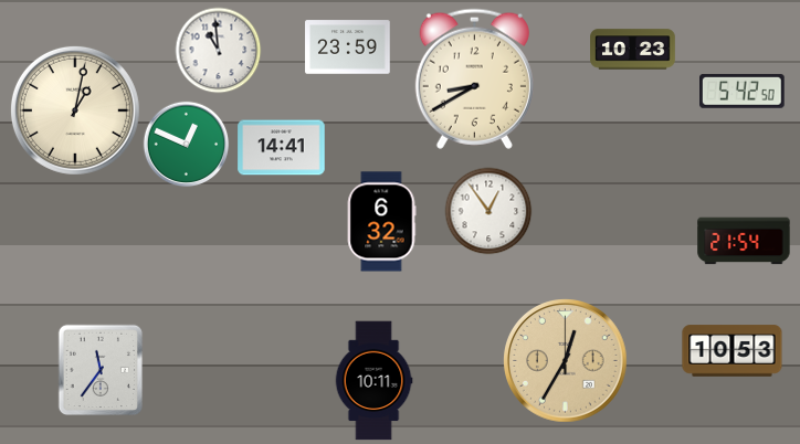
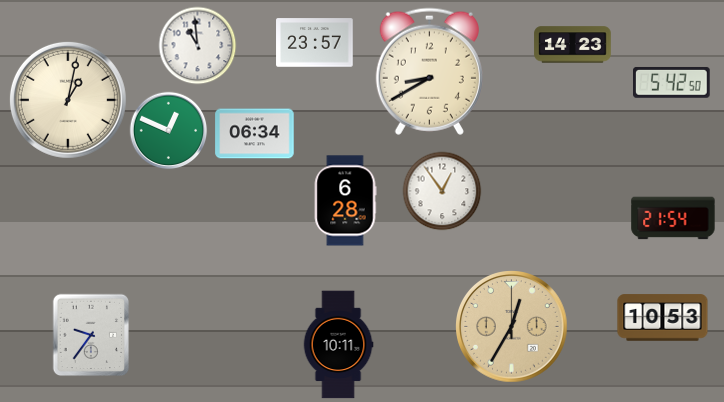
clock at (348, 47): 23:59 -> 23:57
clock at (633, 50): 10:23 -> 14:23
clock at (282, 148): 14:41 -> 06:34
clock at (381, 222): 6:32 -> 6:28
clock at (101, 370): 11:36 -> 9:36
